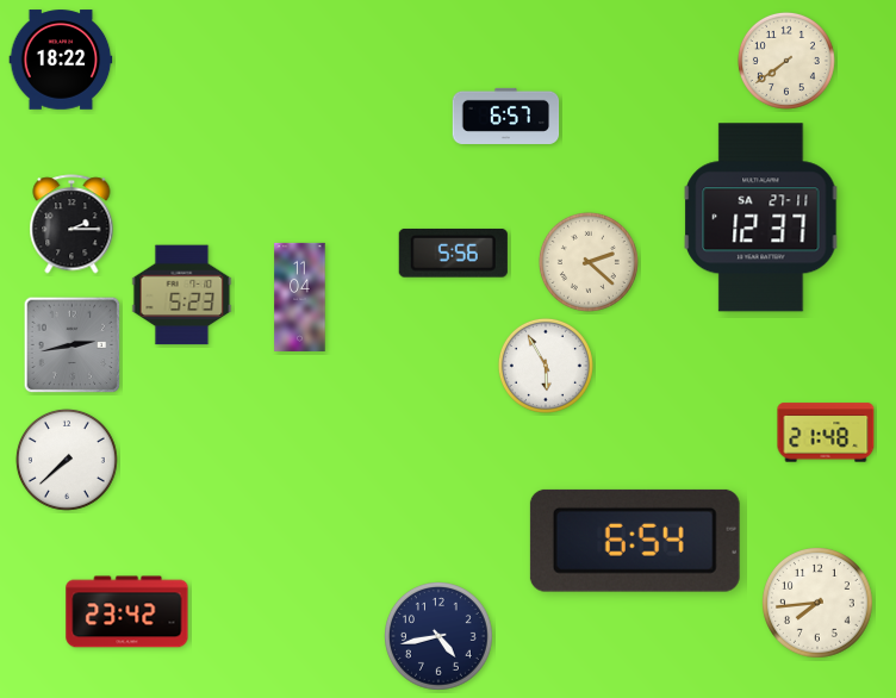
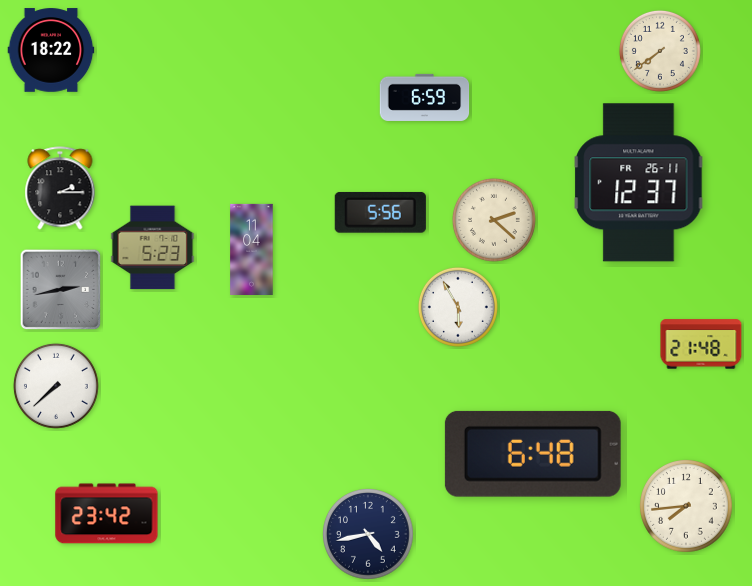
clock at (506, 116): 6:57 -> 6:59
clock at (761, 218) date: SA 27-11 -> FR 26-11
clock at (826, 432) position: (826, 432) -> (701, 344)
clock at (635, 541): 6:54 -> 6:48
